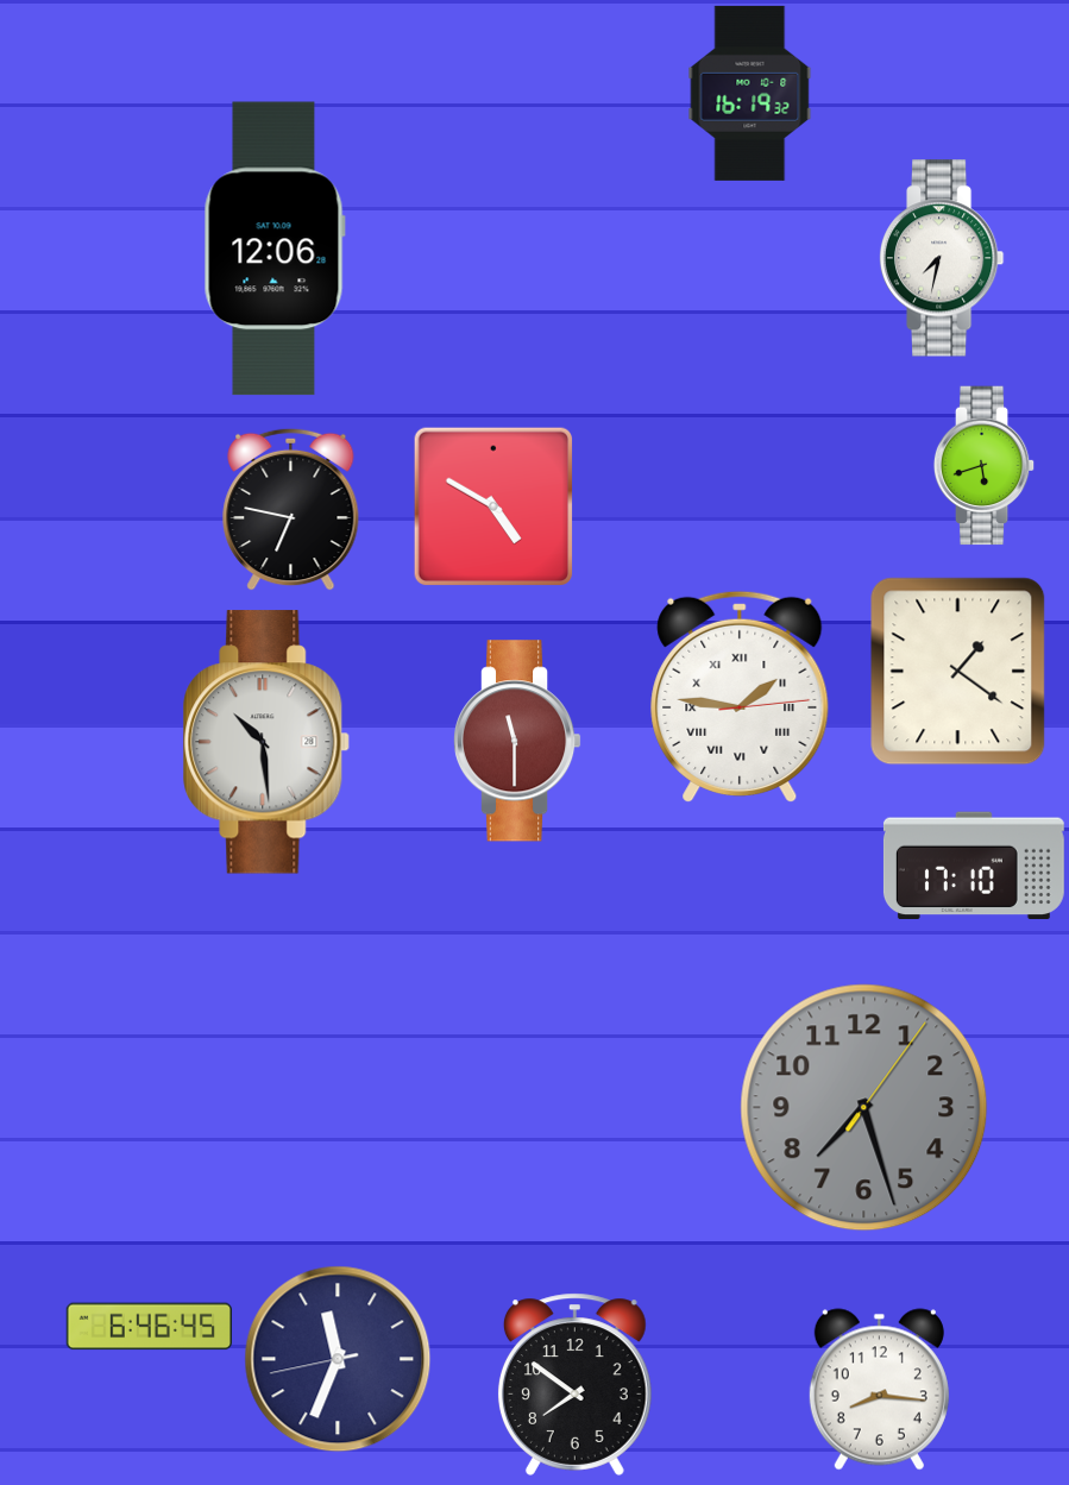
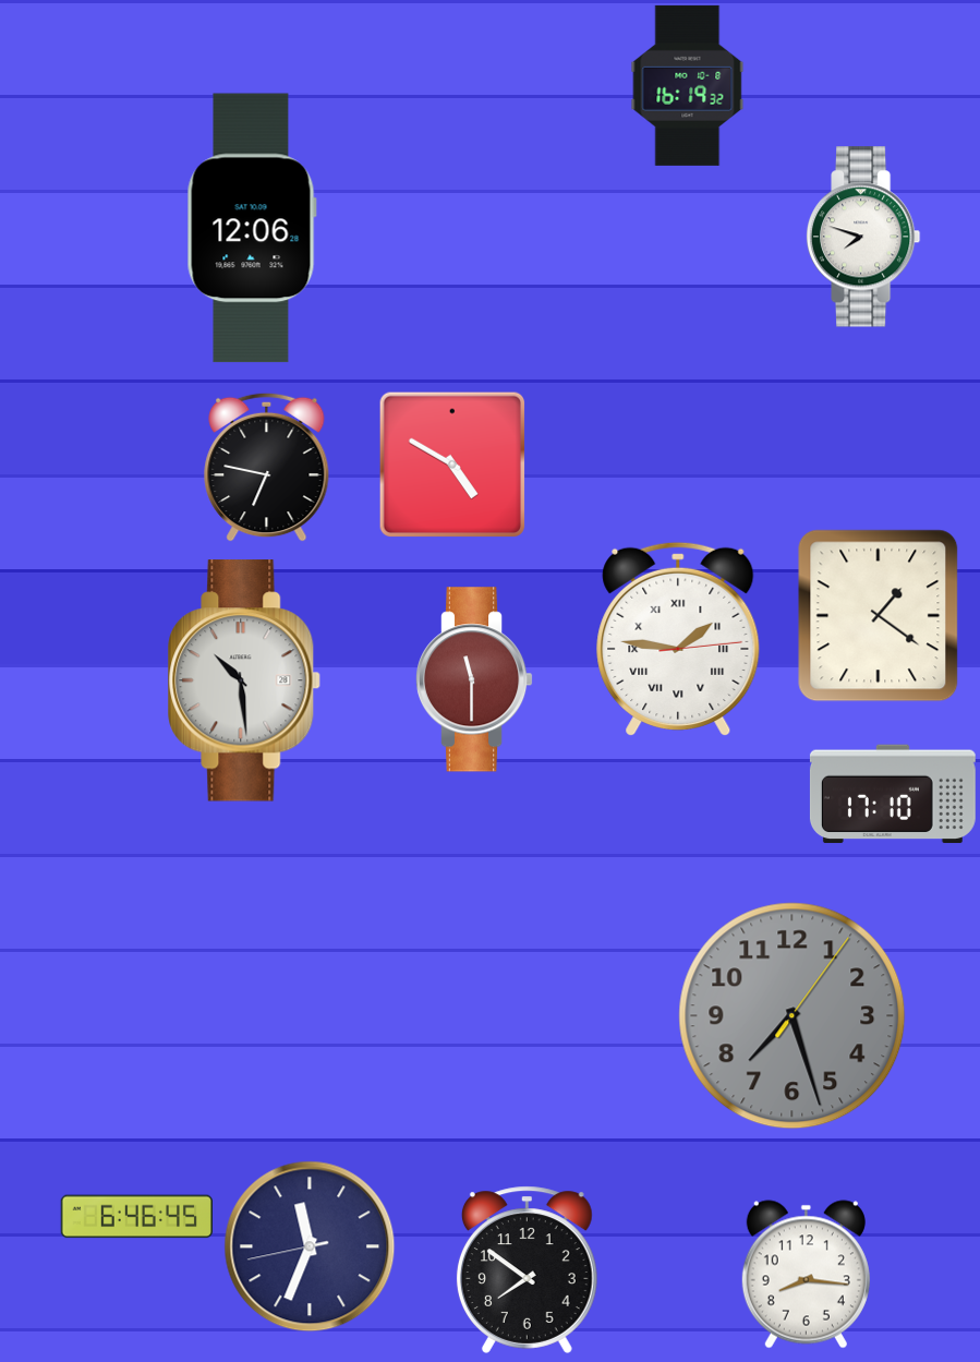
clock at (942, 258): 7:32 -> 7:48
clock at (985, 466): 5:42 -> none
